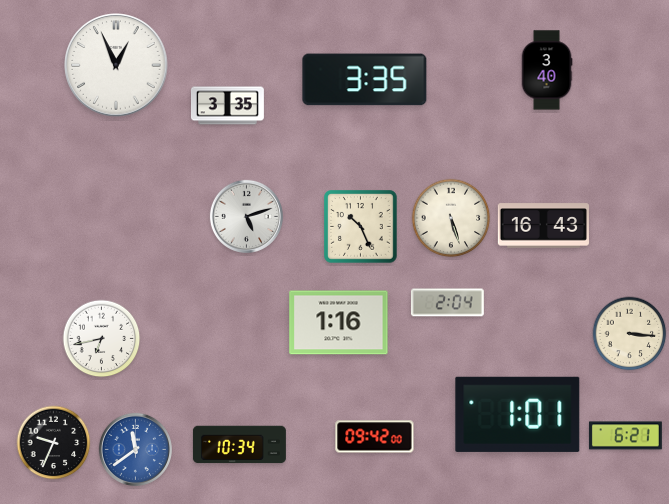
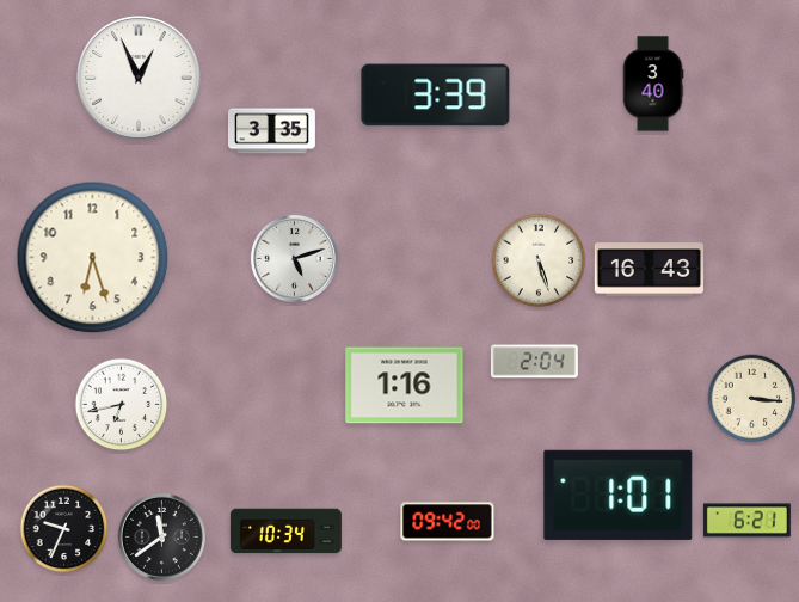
clock at (365, 80): 3:35 -> 3:39
clock at (227, 106) position: (227, 106) -> (271, 131)
clock at (93, 258): none -> 6:27
clock at (361, 227): 10:26 -> none
clock at (135, 449) dial: blue -> black
